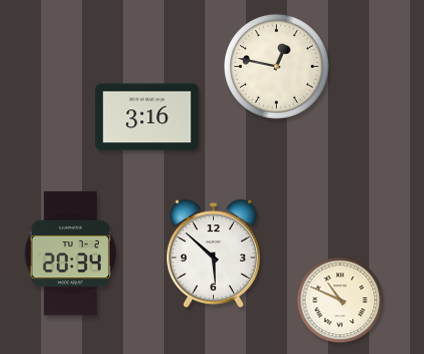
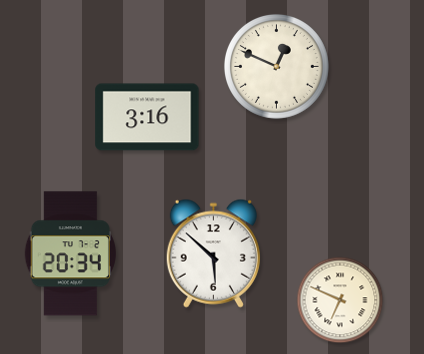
clock at (277, 67): 12:47 -> 12:49
clock at (340, 300): 10:49 -> 6:49
